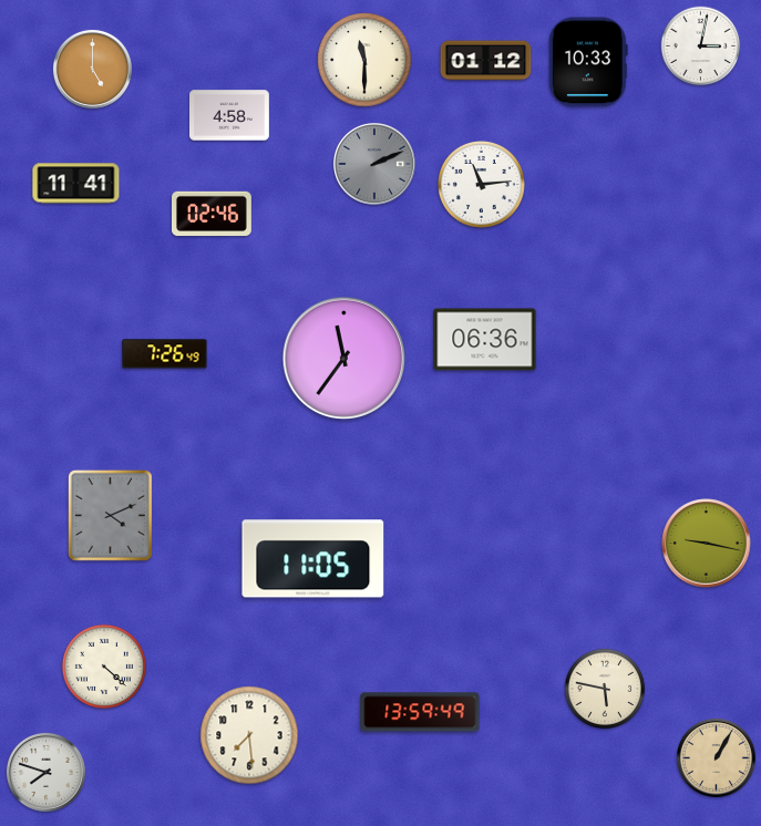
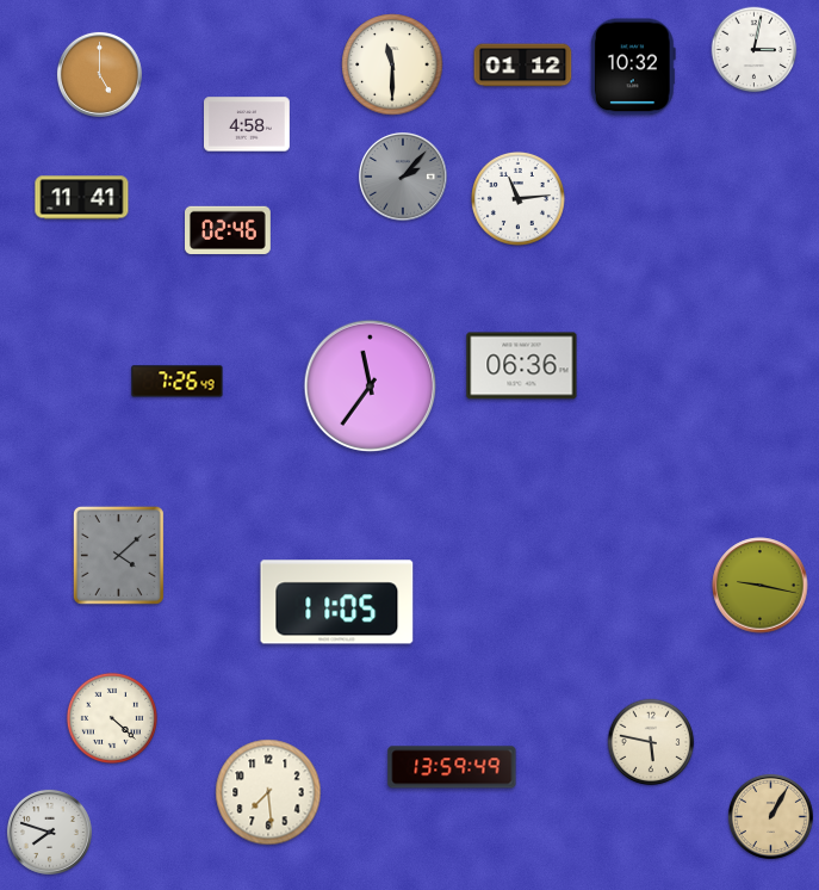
clock at (588, 62): 10:33 -> 10:32
clock at (376, 165): 2:11 -> 2:07
clock at (110, 515): 4:11 -> 4:08
